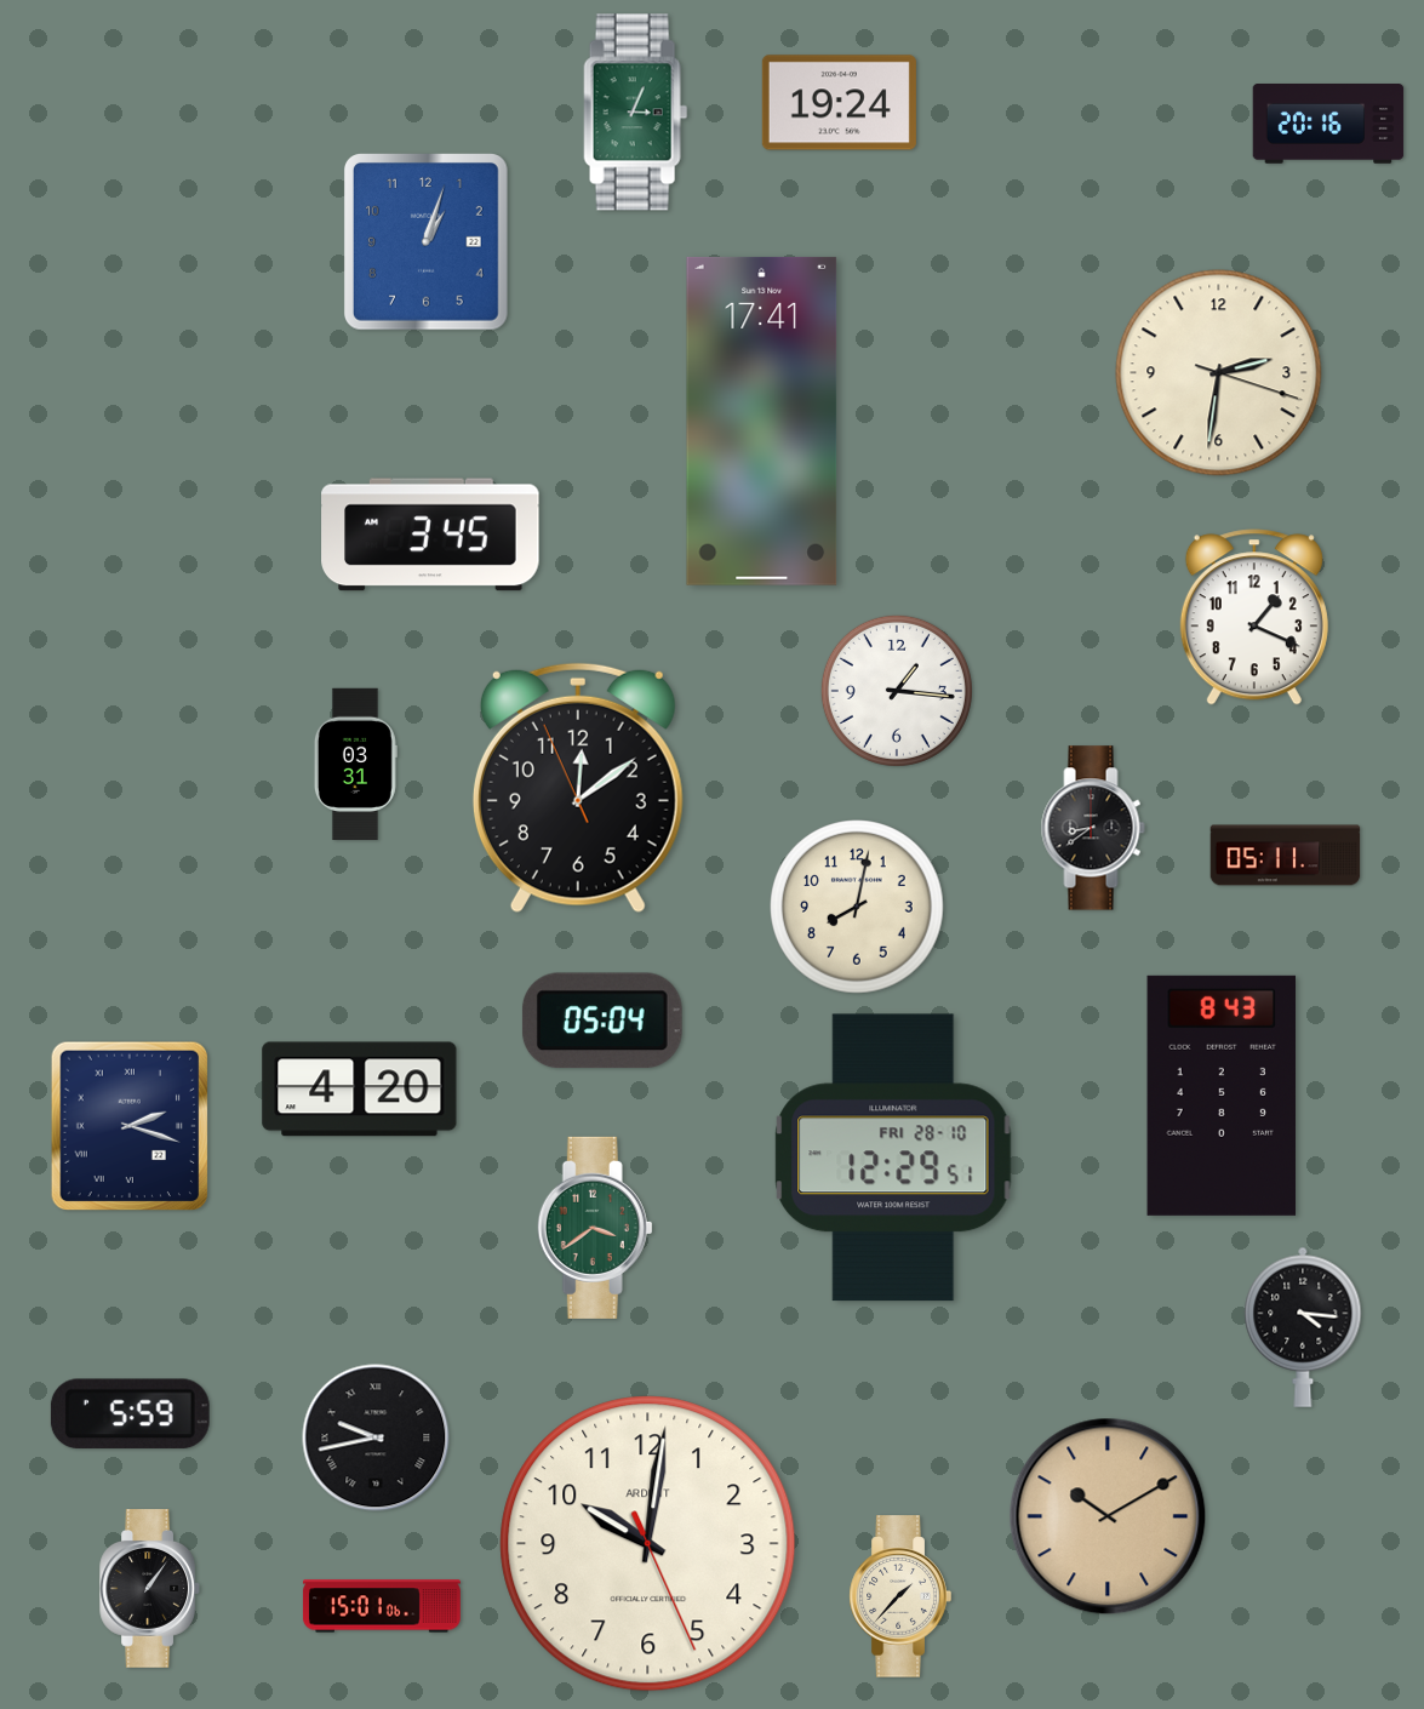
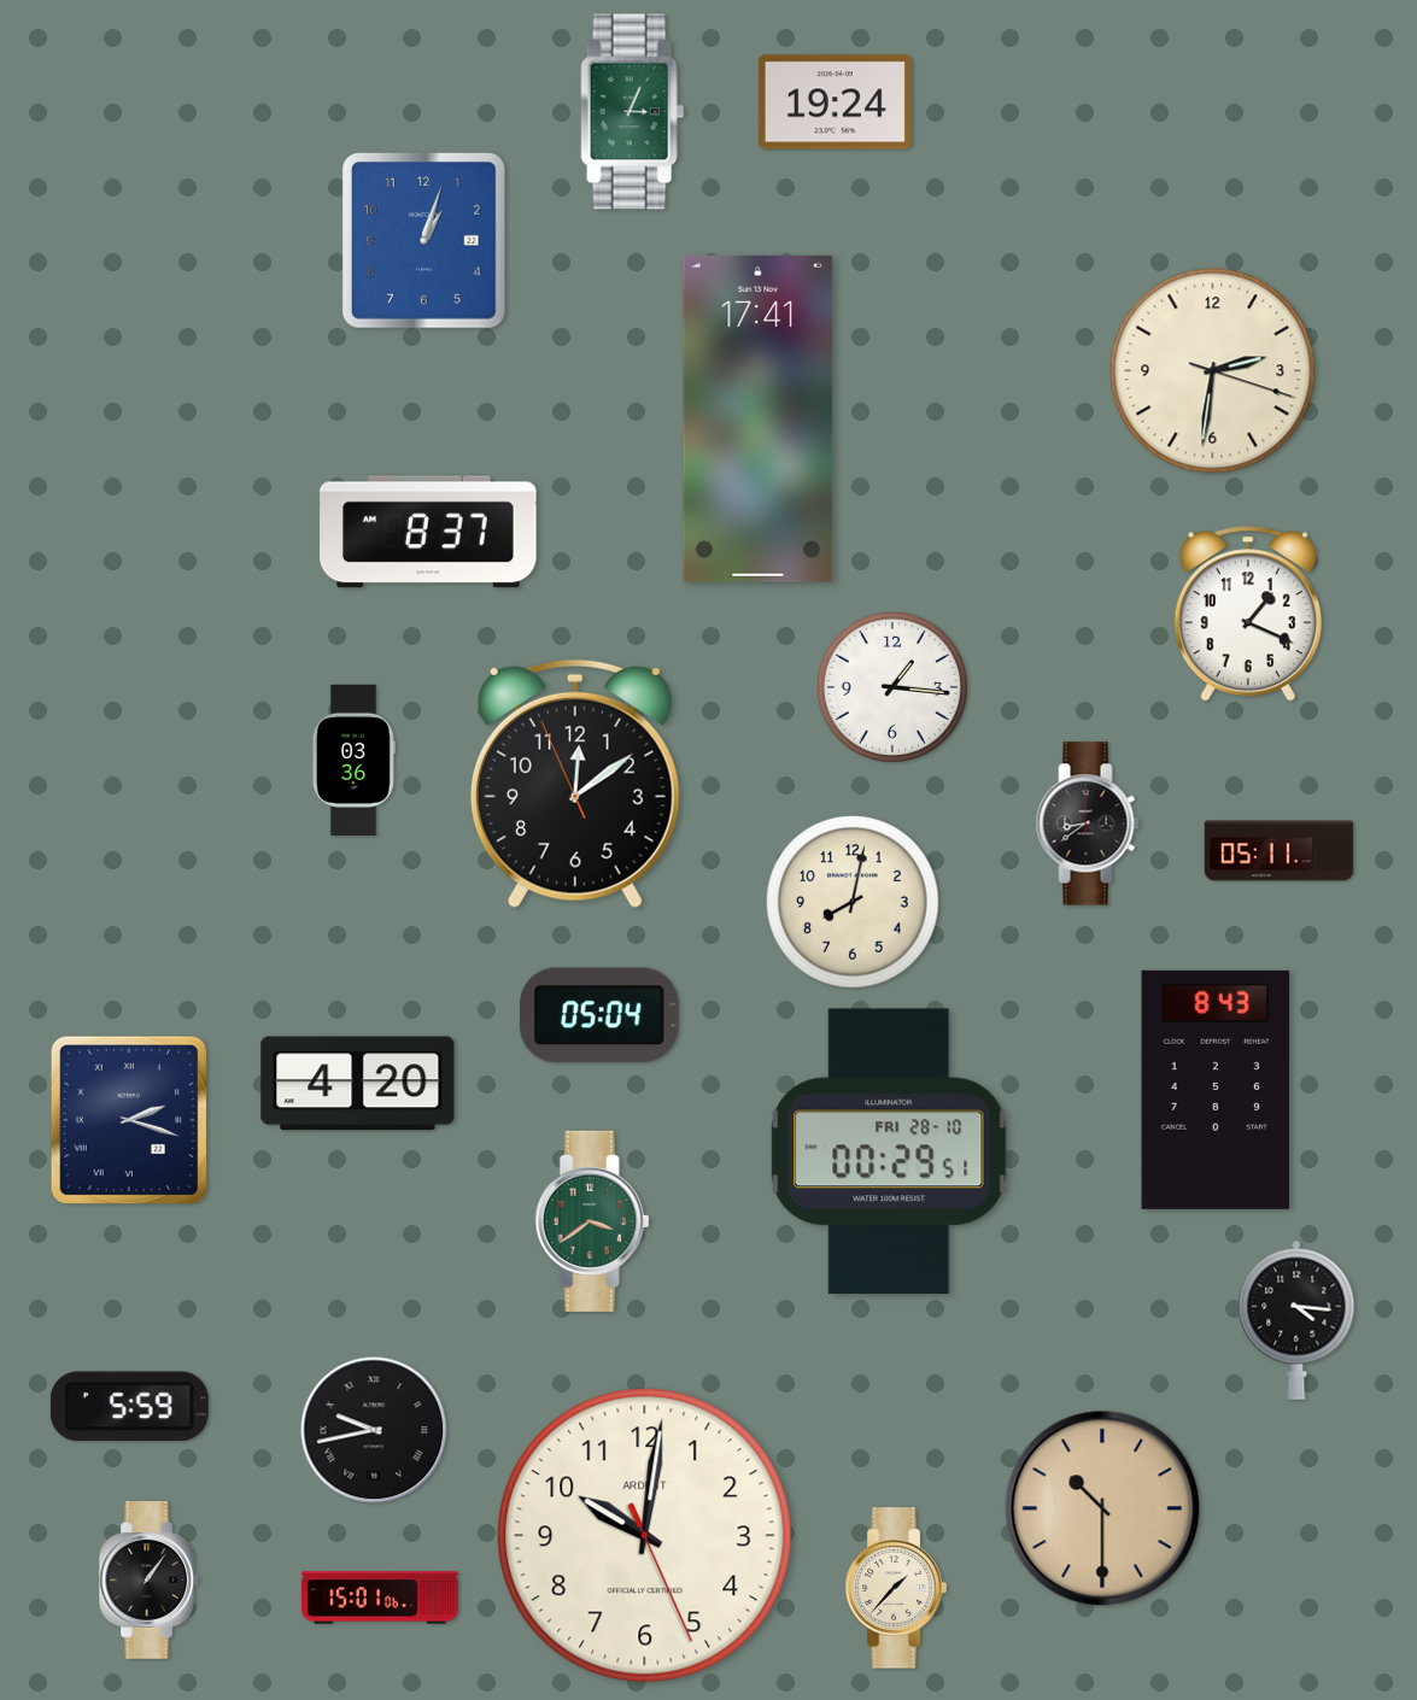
clock at (1328, 125): 20:16 -> none
clock at (430, 535): 3:45 -> 8:37
clock at (355, 765): 03:31 -> 03:36
clock at (893, 1158): 12:29 -> 00:29
clock at (1108, 1516): 10:10 -> 10:30
